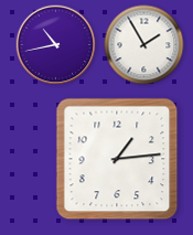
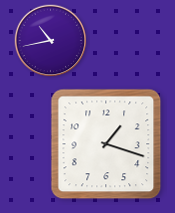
clock at (144, 45): 1:55 -> none
clock at (117, 159): 1:14 -> 1:18
